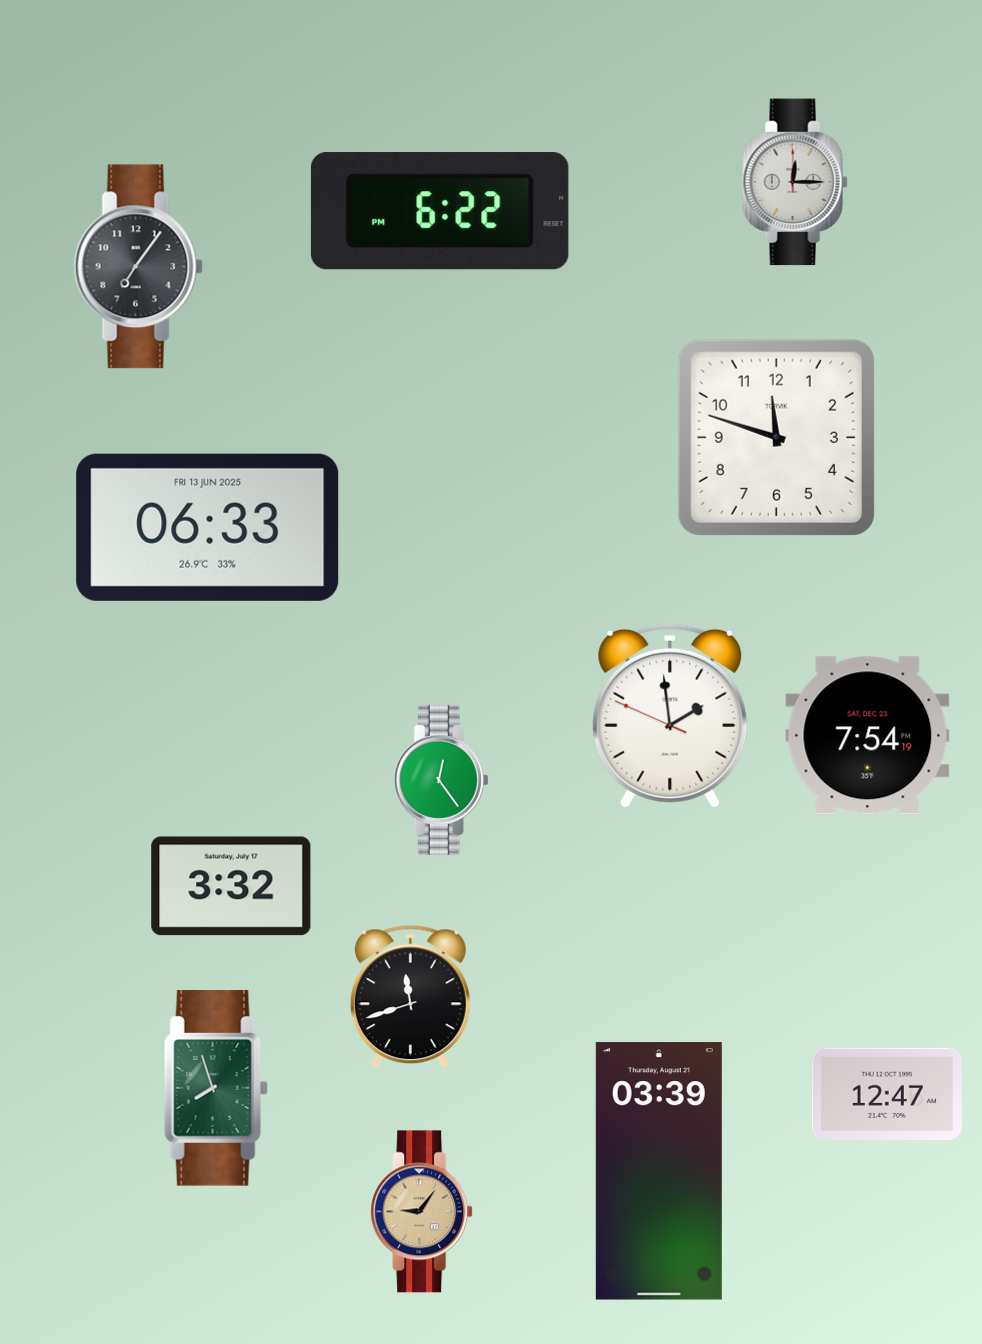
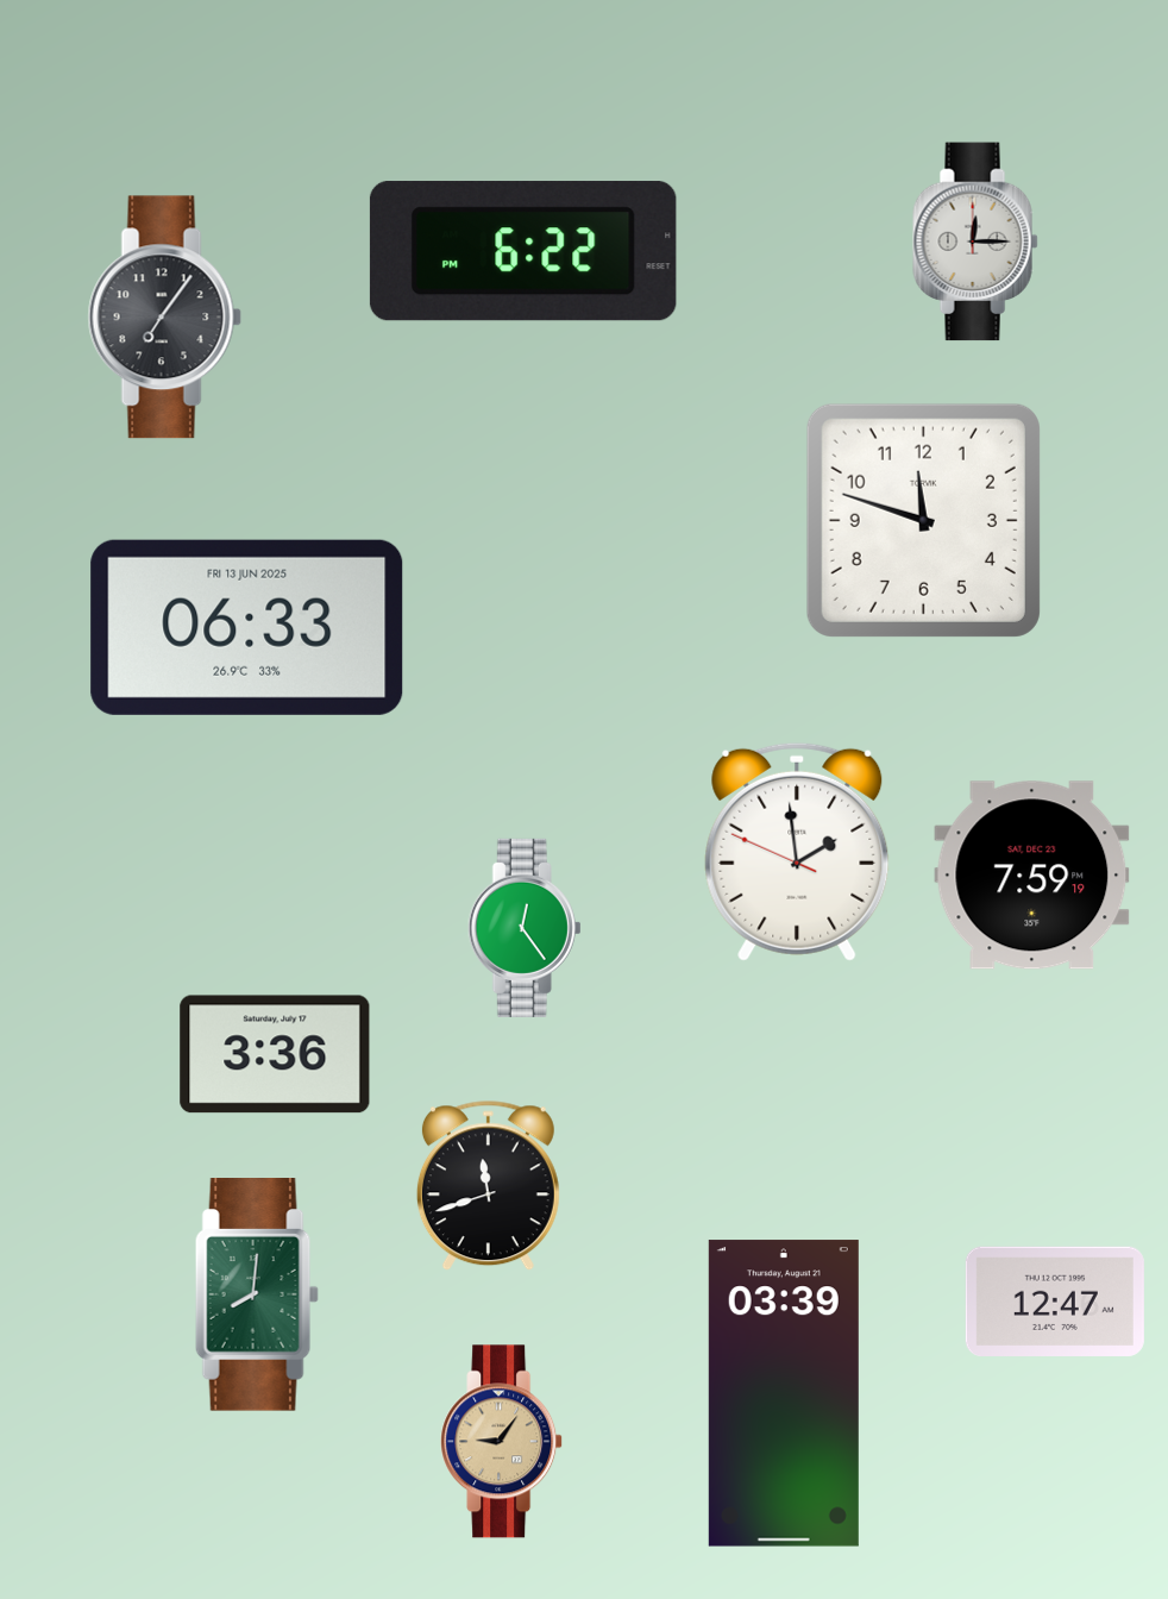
clock at (795, 182) position: (795, 182) -> (975, 242)
clock at (868, 736): 7:54 -> 7:59
clock at (231, 886): 3:32 -> 3:36
clock at (216, 1089): 7:57 -> 8:01
